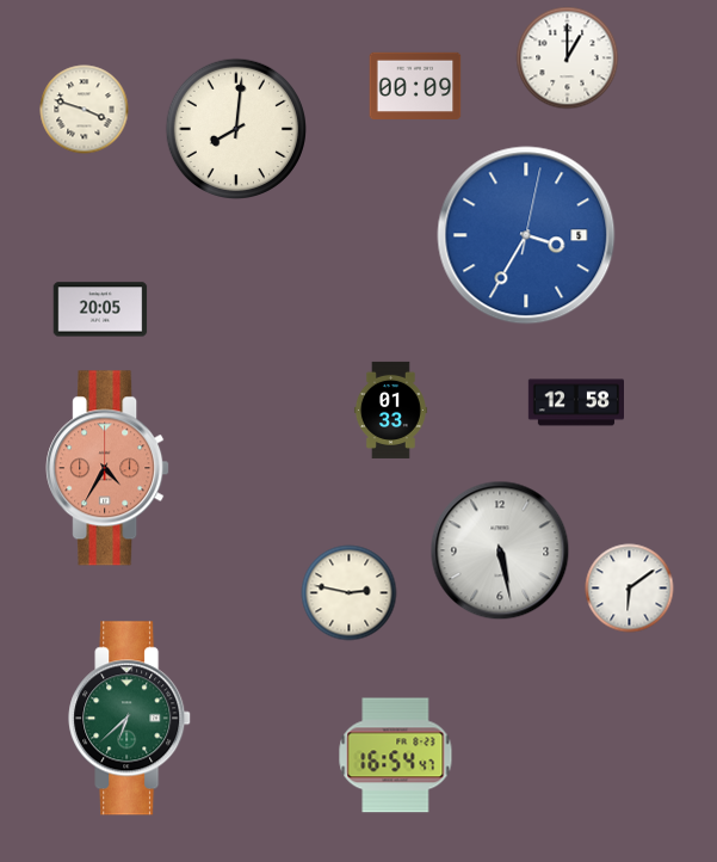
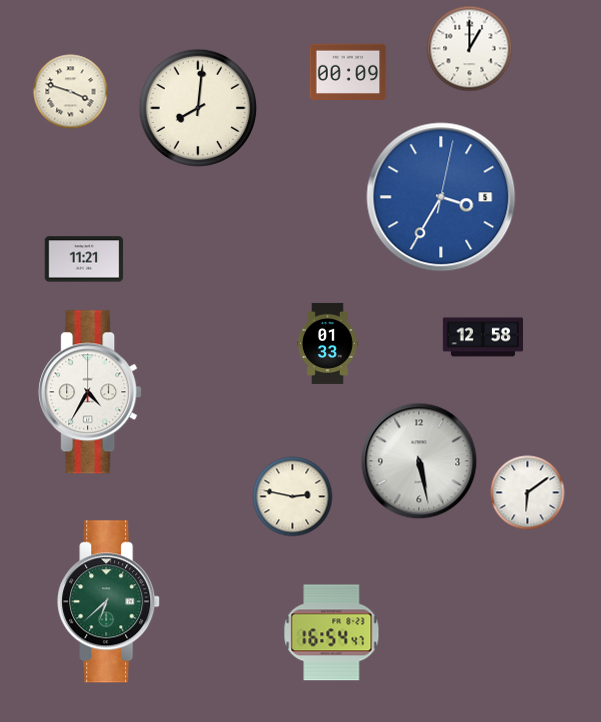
clock at (568, 59) position: (568, 59) -> (470, 49)
clock at (100, 309): 20:05 -> 11:21
clock at (107, 468) dial: salmon -> white
